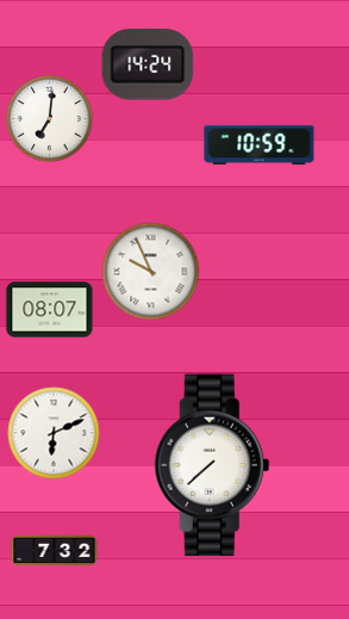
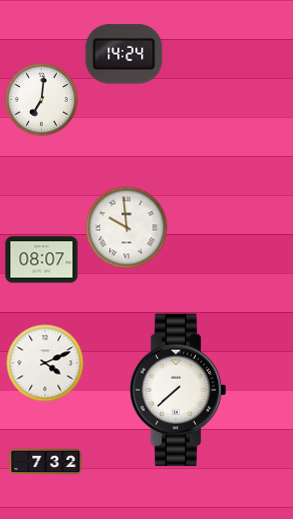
clock at (260, 144): 10:59 -> none
clock at (151, 272): 9:56 -> 9:59
clock at (54, 433): 6:11 -> 4:11
